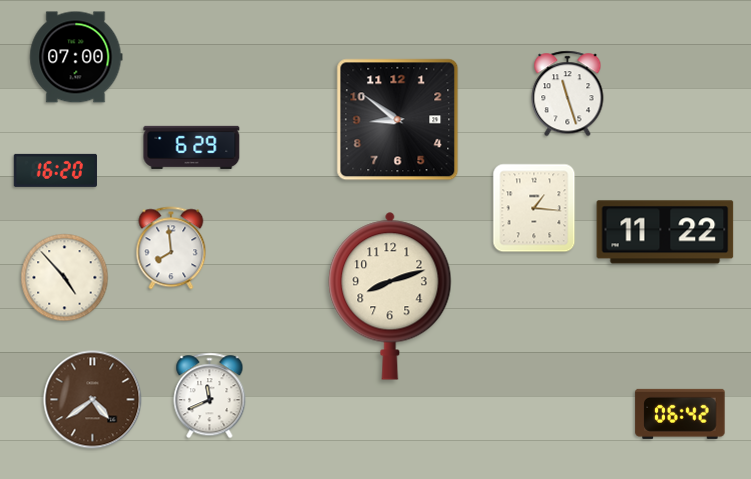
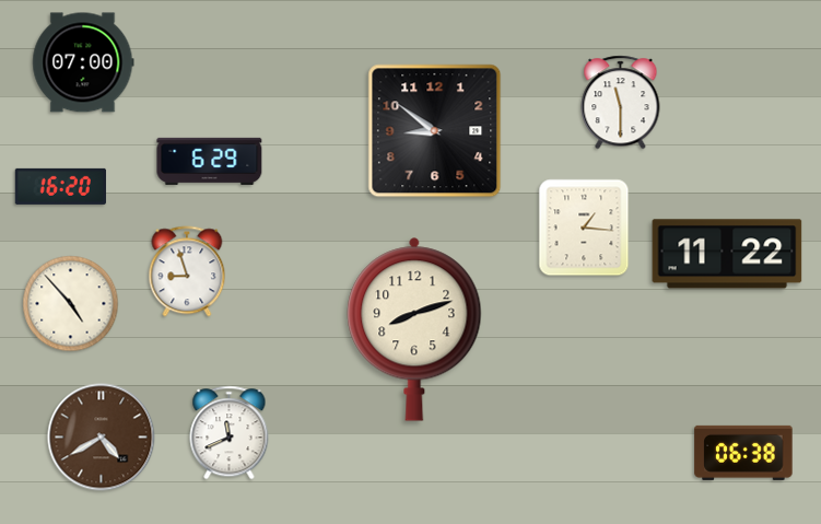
clock at (568, 94): 11:27 -> 11:30
clock at (171, 248): 7:59 -> 8:57
clock at (390, 296) position: (390, 296) -> (414, 329)
clock at (93, 400): 4:39 -> 4:40
clock at (680, 414): 06:42 -> 06:38
